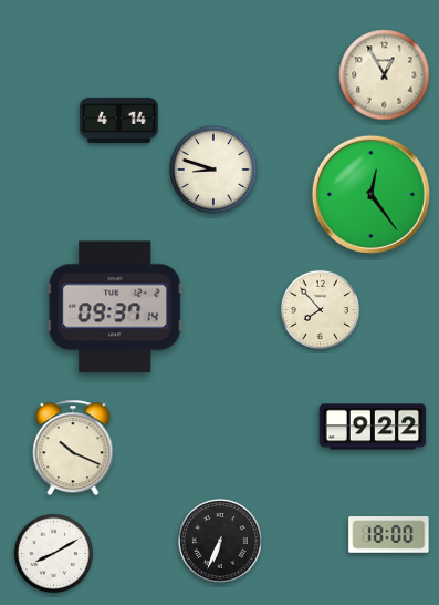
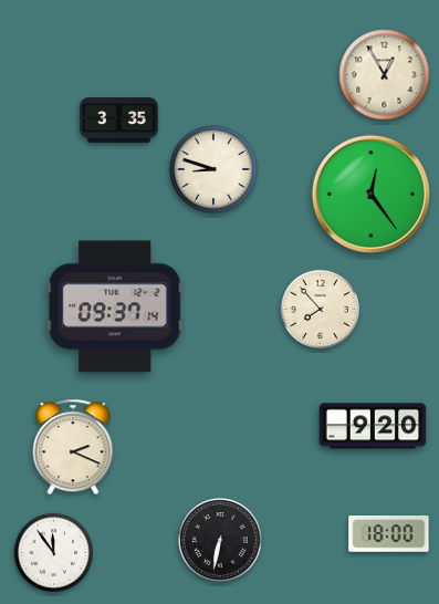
clock at (119, 121): 4:14 -> 3:35
clock at (373, 427): 9:22 -> 9:20
clock at (73, 448): 10:19 -> 2:19
clock at (221, 542): 6:34 -> 6:32
clock at (53, 553): 8:10 -> 11:54
